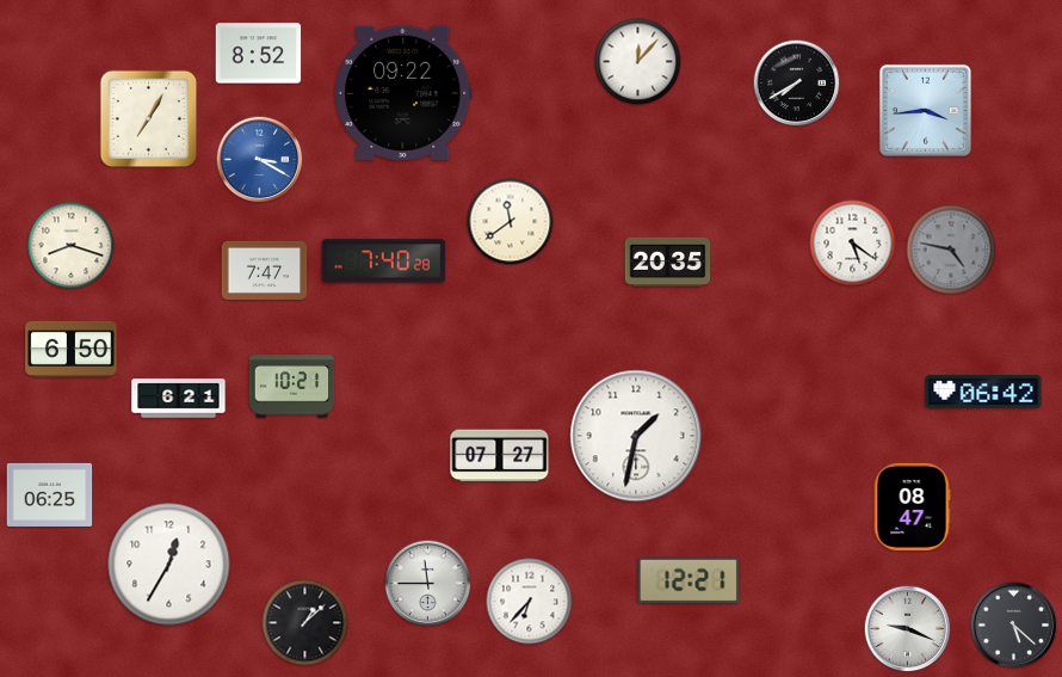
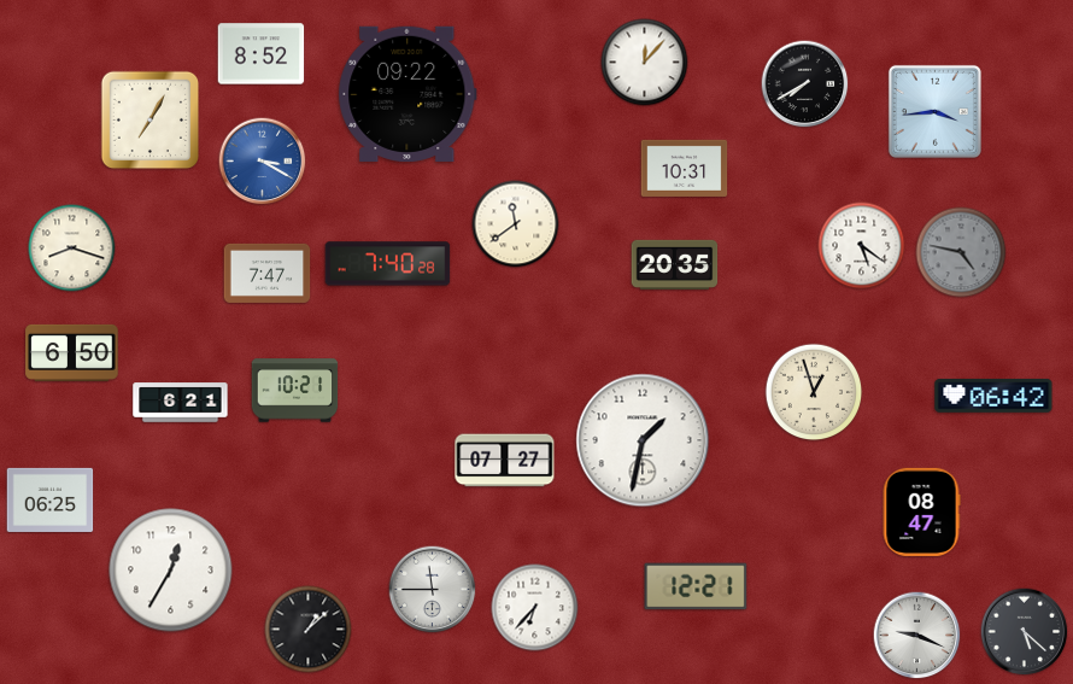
clock at (685, 168): none -> 10:31
clock at (814, 392): none -> 12:57
